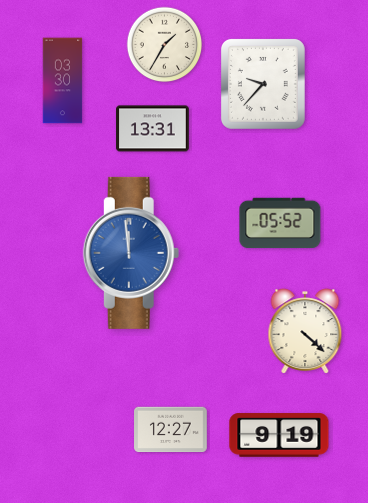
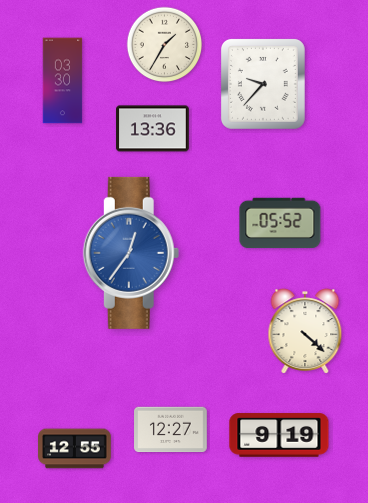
clock at (153, 129): 13:31 -> 13:36
clock at (131, 253): 11:59 -> 12:36
clock at (75, 449): none -> 12:55
